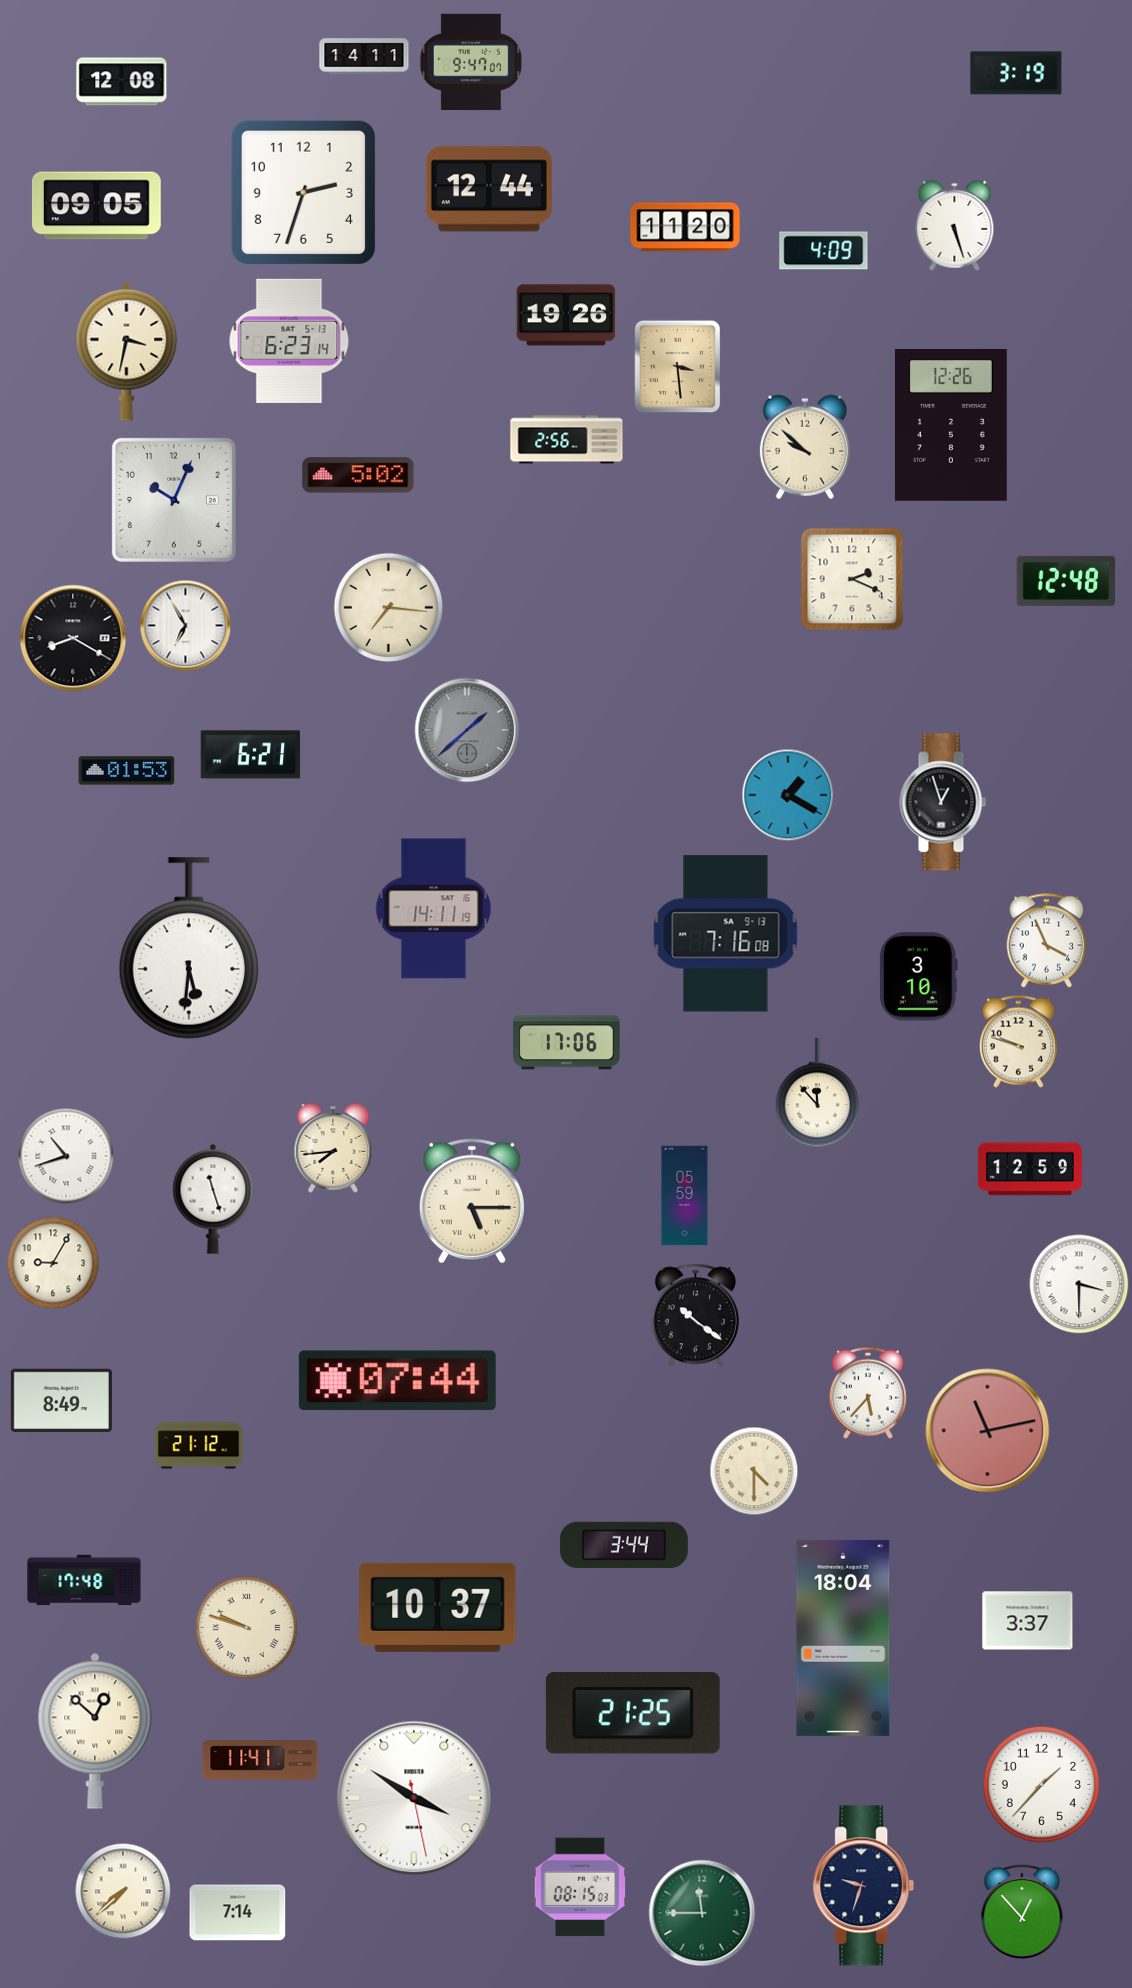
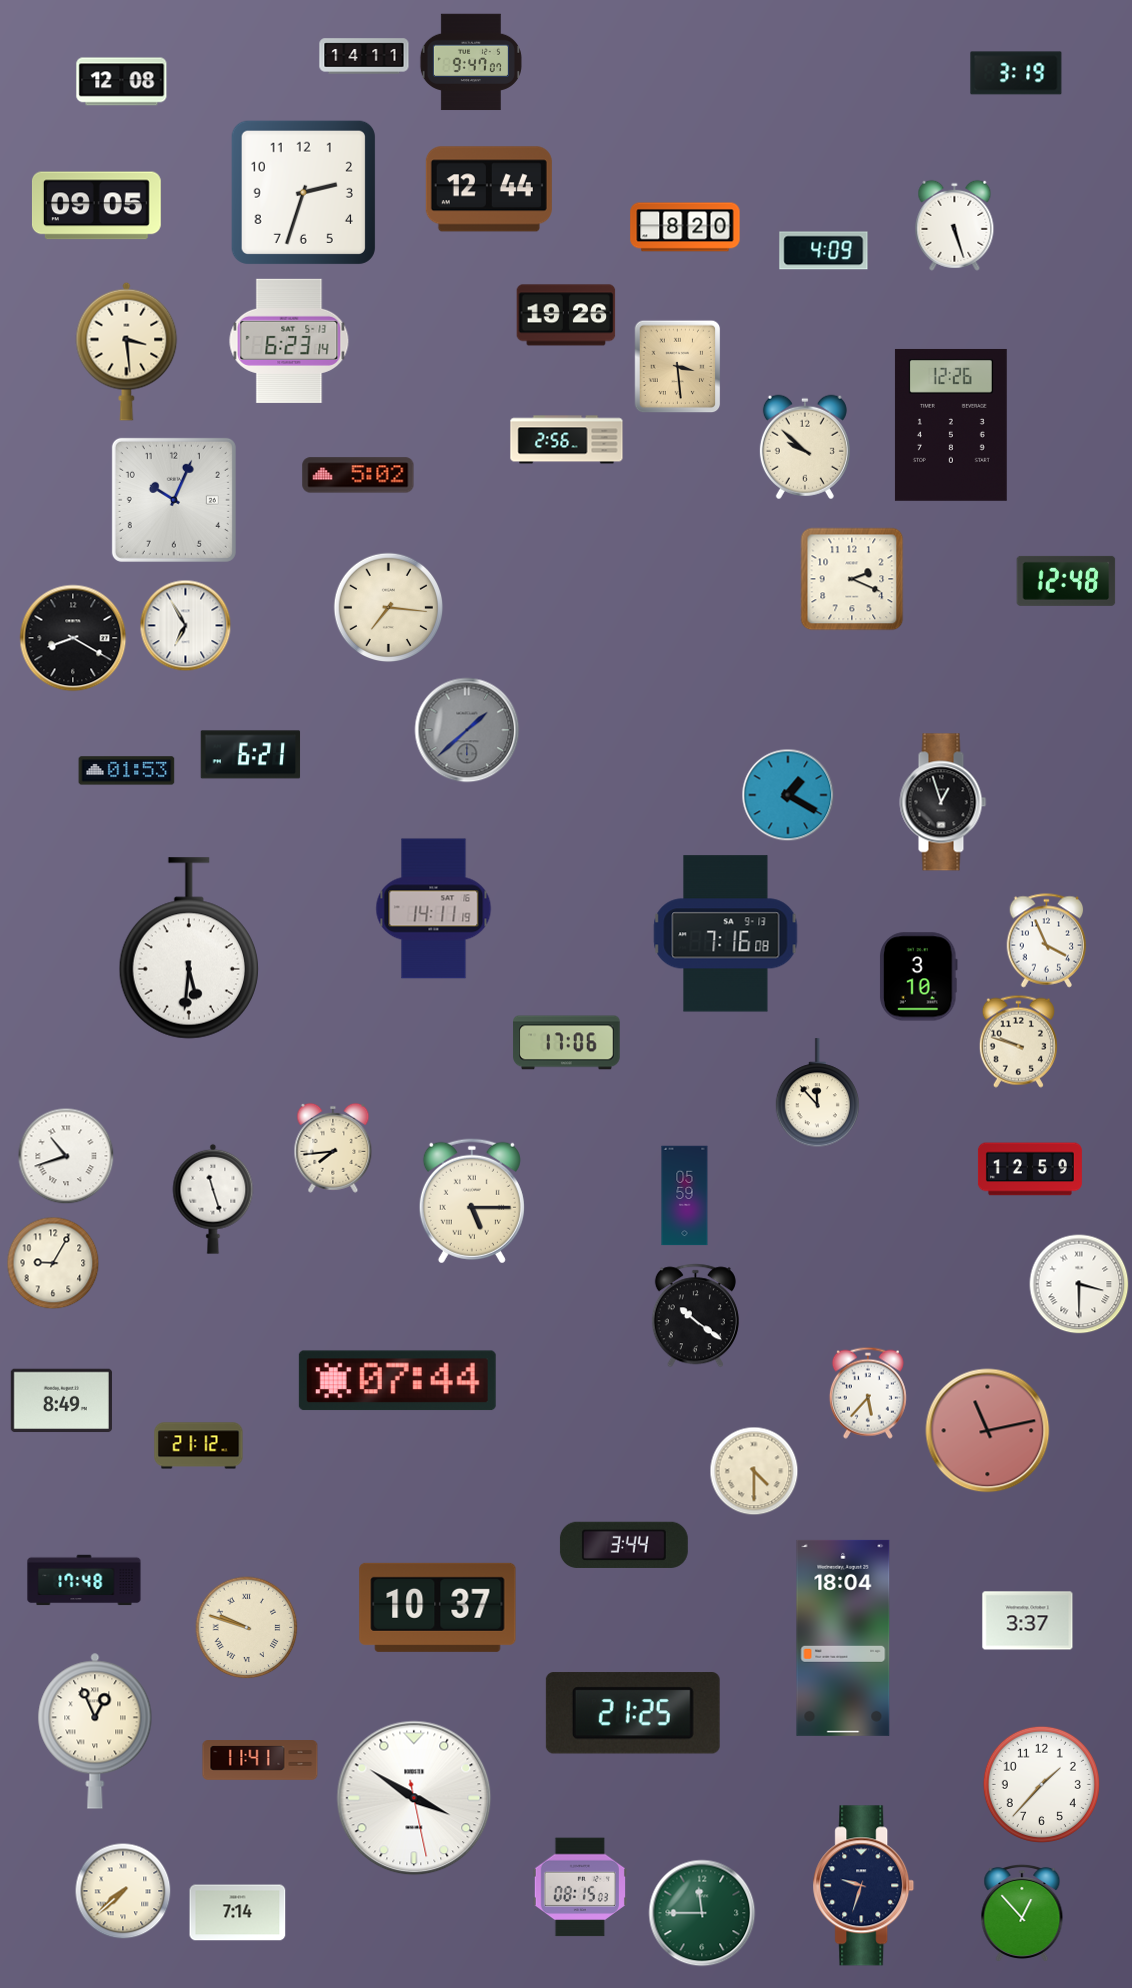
clock at (685, 227): 11:20 -> 8:20
clock at (127, 351): 3:32 -> 3:29
clock at (95, 1731): 12:52 -> 12:56
